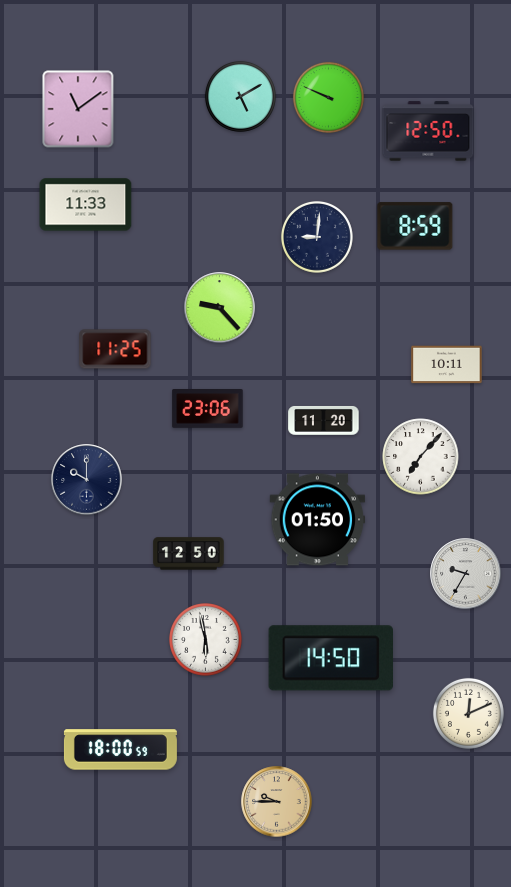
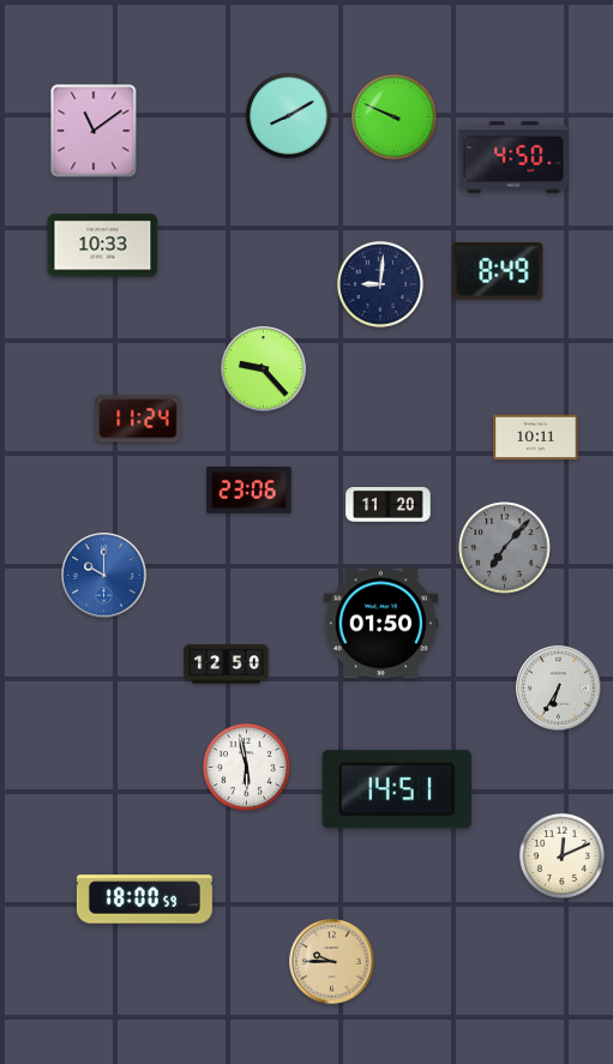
clock at (240, 96): 5:10 -> 8:10
clock at (428, 131): 12:50 -> 4:50
clock at (86, 205): 11:33 -> 10:33
clock at (415, 226): 8:59 -> 8:49
clock at (115, 349): 11:25 -> 11:24
clock at (421, 457) dial: white -> grey
clock at (87, 480) dial: navy -> blue
clock at (466, 574): 9:35 -> 6:35
clock at (330, 658): 14:50 -> 14:51
